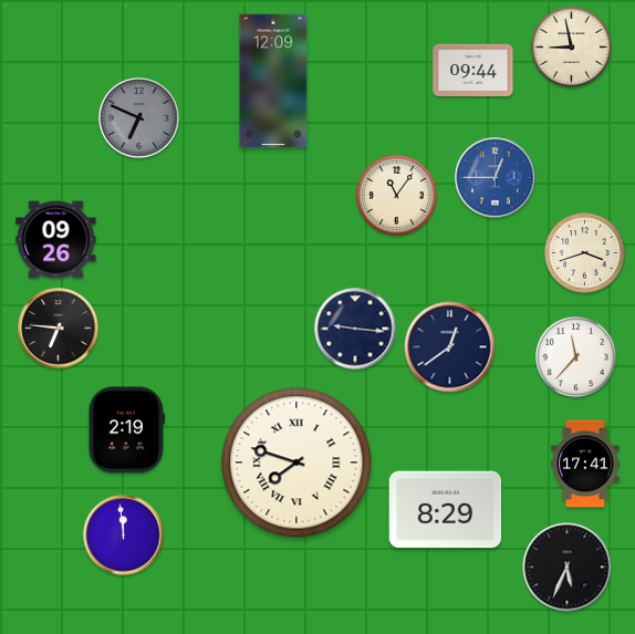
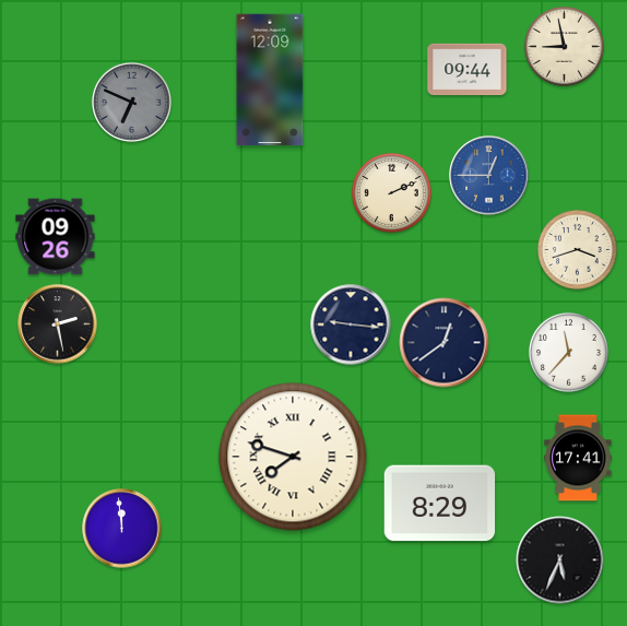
clock at (138, 117) position: (138, 117) -> (131, 102)
clock at (396, 195): 11:06 -> 2:11
clock at (59, 329): 6:46 -> 2:28
clock at (126, 430): 2:19 -> none
